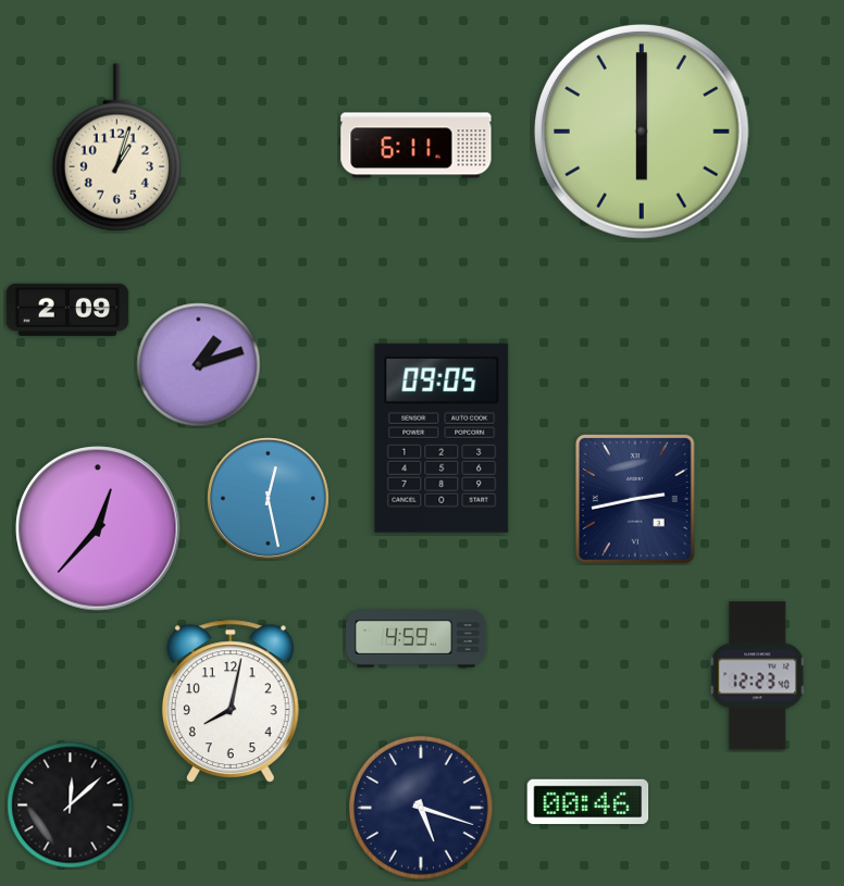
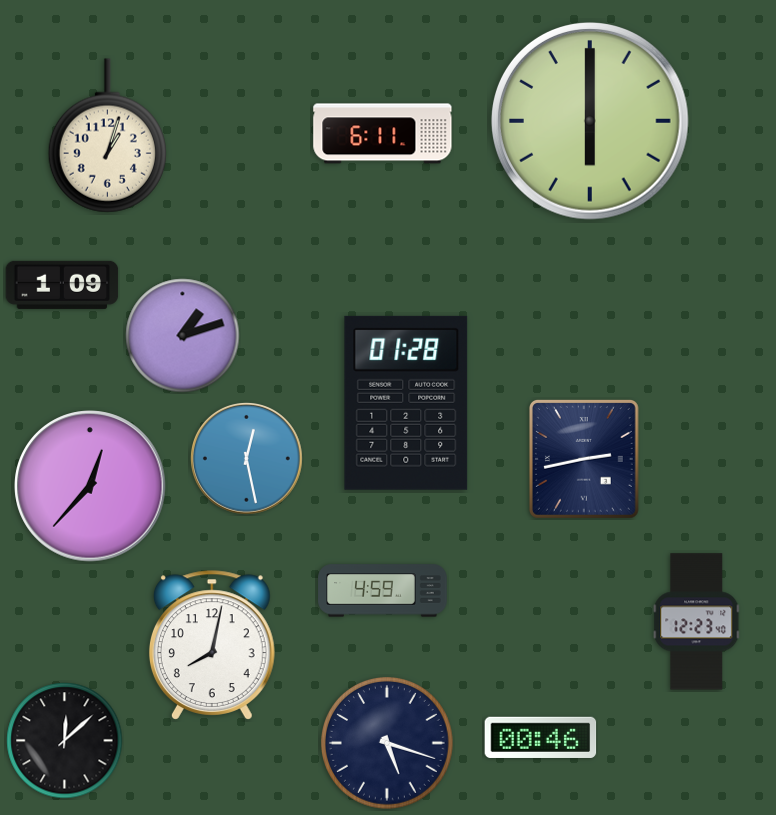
clock at (67, 310): 2:09 -> 1:09
clock at (442, 438): 09:05 -> 01:28
clock at (417, 639) position: (417, 639) -> (383, 591)
